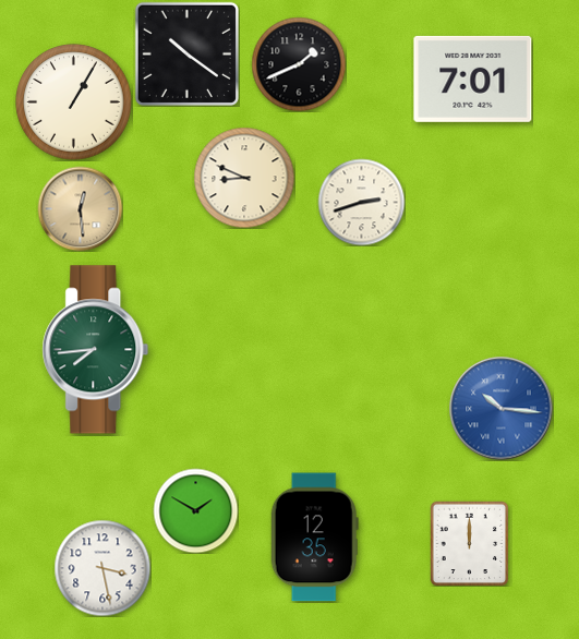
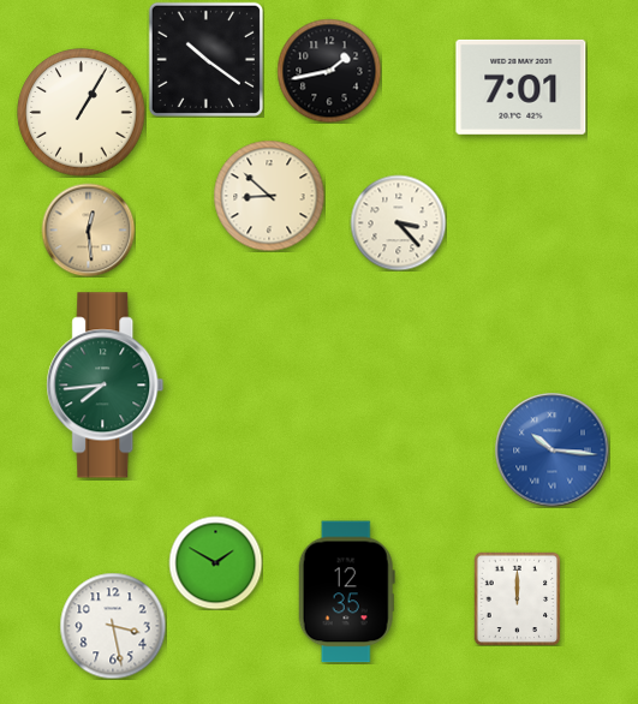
clock at (299, 64): 1:41 -> 1:43
clock at (244, 178): 8:49 -> 8:52
clock at (361, 202): 2:42 -> 3:23
